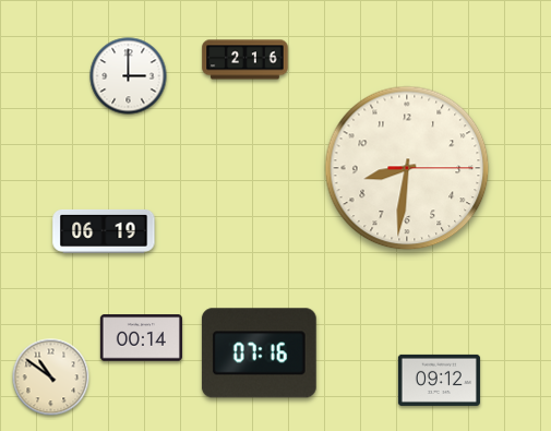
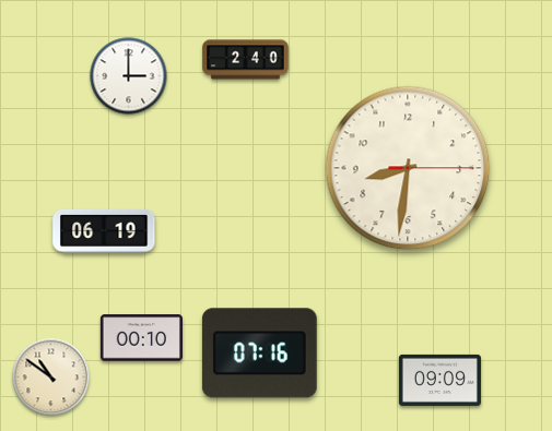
clock at (245, 60): 2:16 -> 2:40
clock at (141, 338): 00:14 -> 00:10
clock at (439, 380): 09:12 -> 09:09
